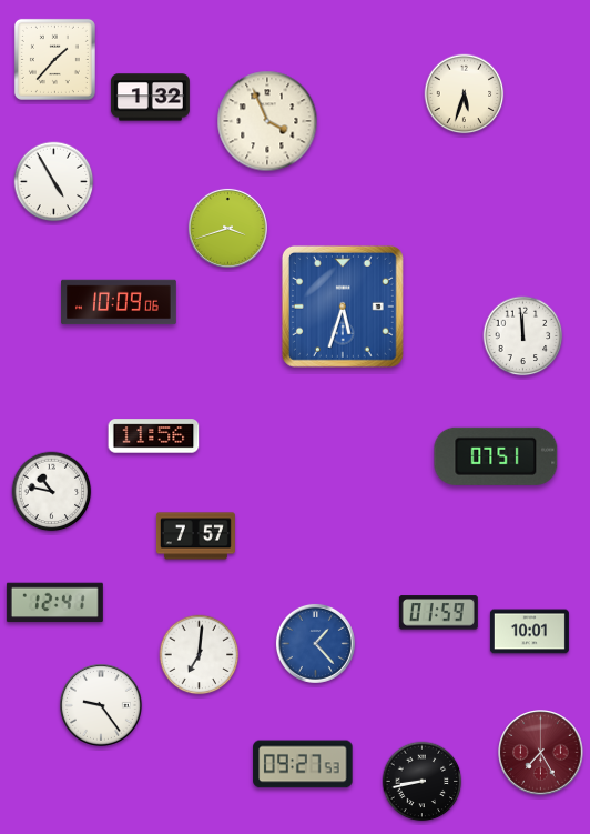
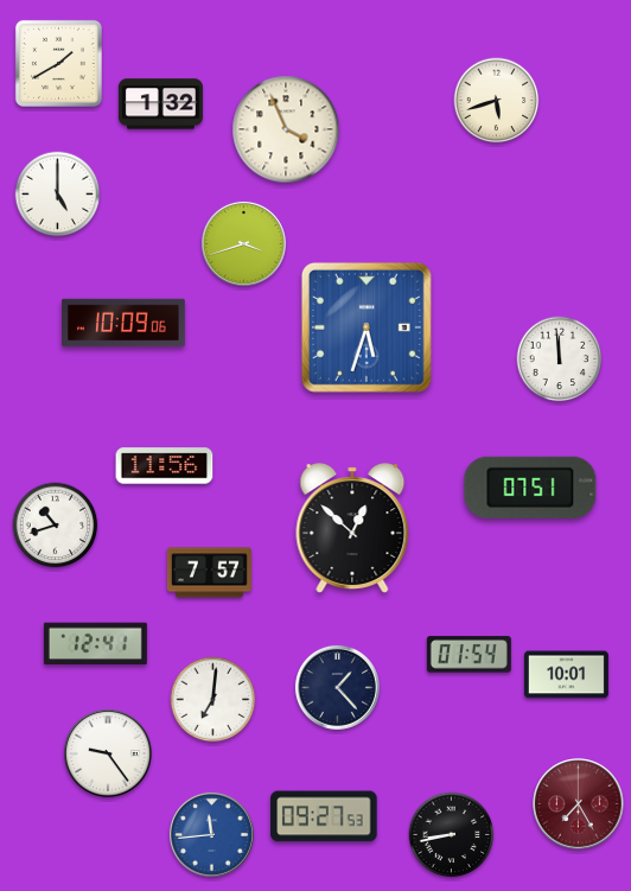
clock at (54, 59): 1:37 -> 1:40
clock at (465, 94): 5:33 -> 5:42
clock at (54, 182): 4:55 -> 5:00
clock at (119, 302) position: (119, 302) -> (123, 323)
clock at (52, 492): 10:47 -> 10:42
clock at (352, 528): none -> 12:52
clock at (54, 603) position: (54, 603) -> (95, 644)
clock at (438, 613): 01:59 -> 01:54
clock at (315, 643) dial: blue -> navy
clock at (211, 834): none -> 11:44
